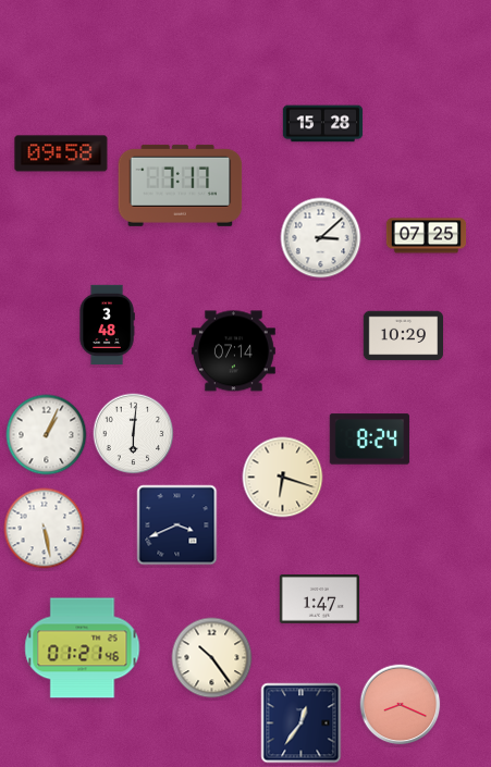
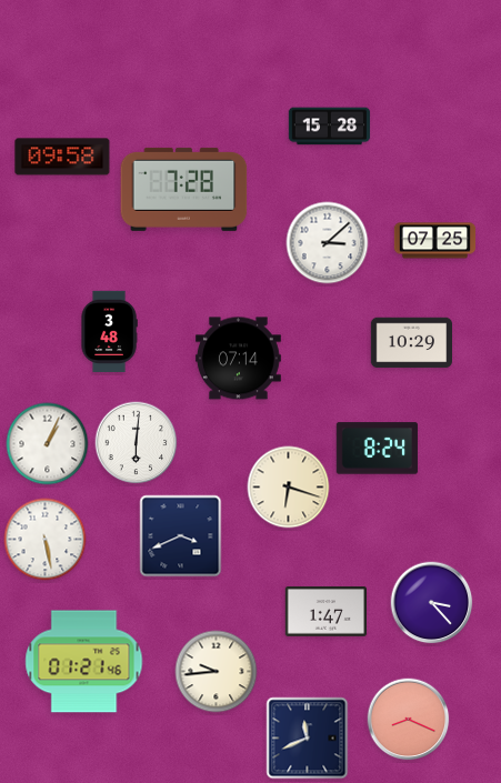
clock at (181, 185): 7:17 -> 7:28
clock at (432, 603): none -> 3:23
clock at (212, 658): 10:24 -> 9:44
clock at (302, 723): 12:36 -> 11:41
